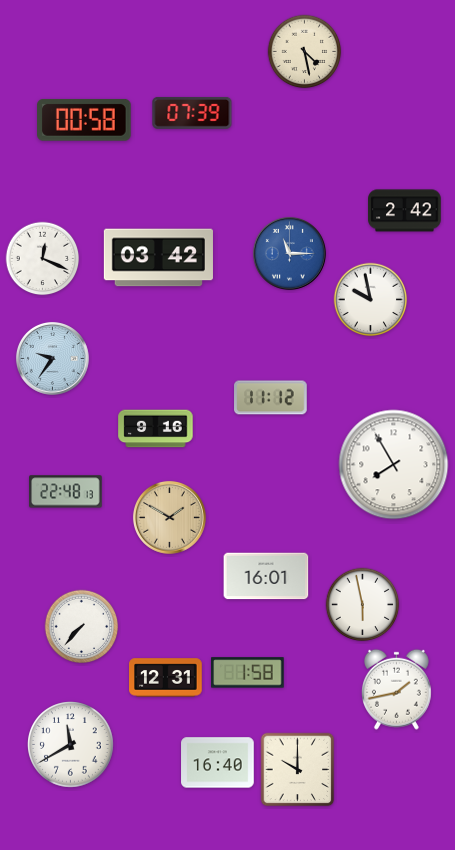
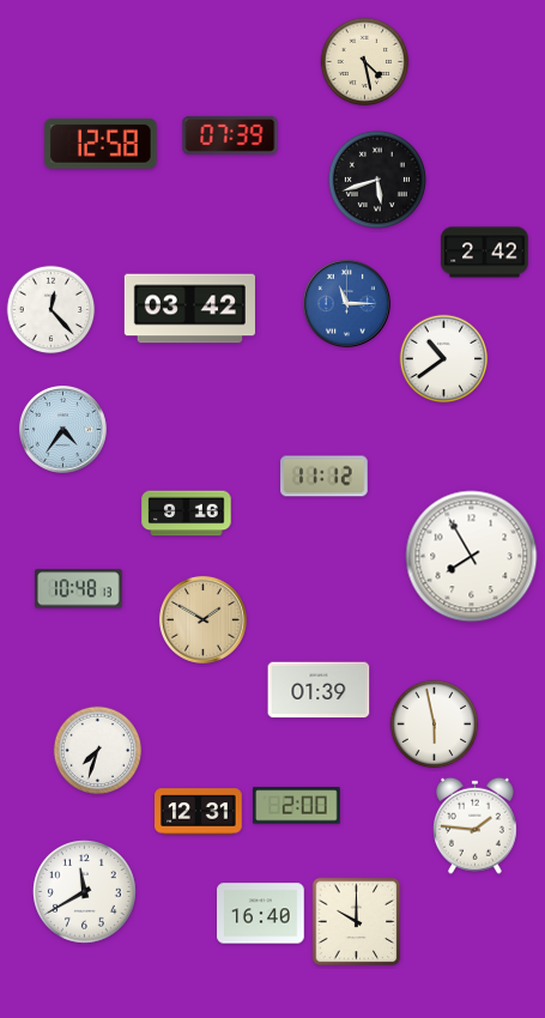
clock at (84, 120): 00:58 -> 12:58
clock at (377, 180): none -> 5:42
clock at (43, 259): 12:19 -> 12:23
clock at (371, 300): 9:58 -> 10:39
clock at (52, 358): 9:36 -> 4:36
clock at (66, 492): 22:48 -> 10:48
clock at (266, 576): 16:01 -> 01:39
clock at (82, 627): 7:37 -> 7:33
clock at (248, 673): 1:58 -> 2:00
clock at (396, 689): 1:43 -> 1:46
